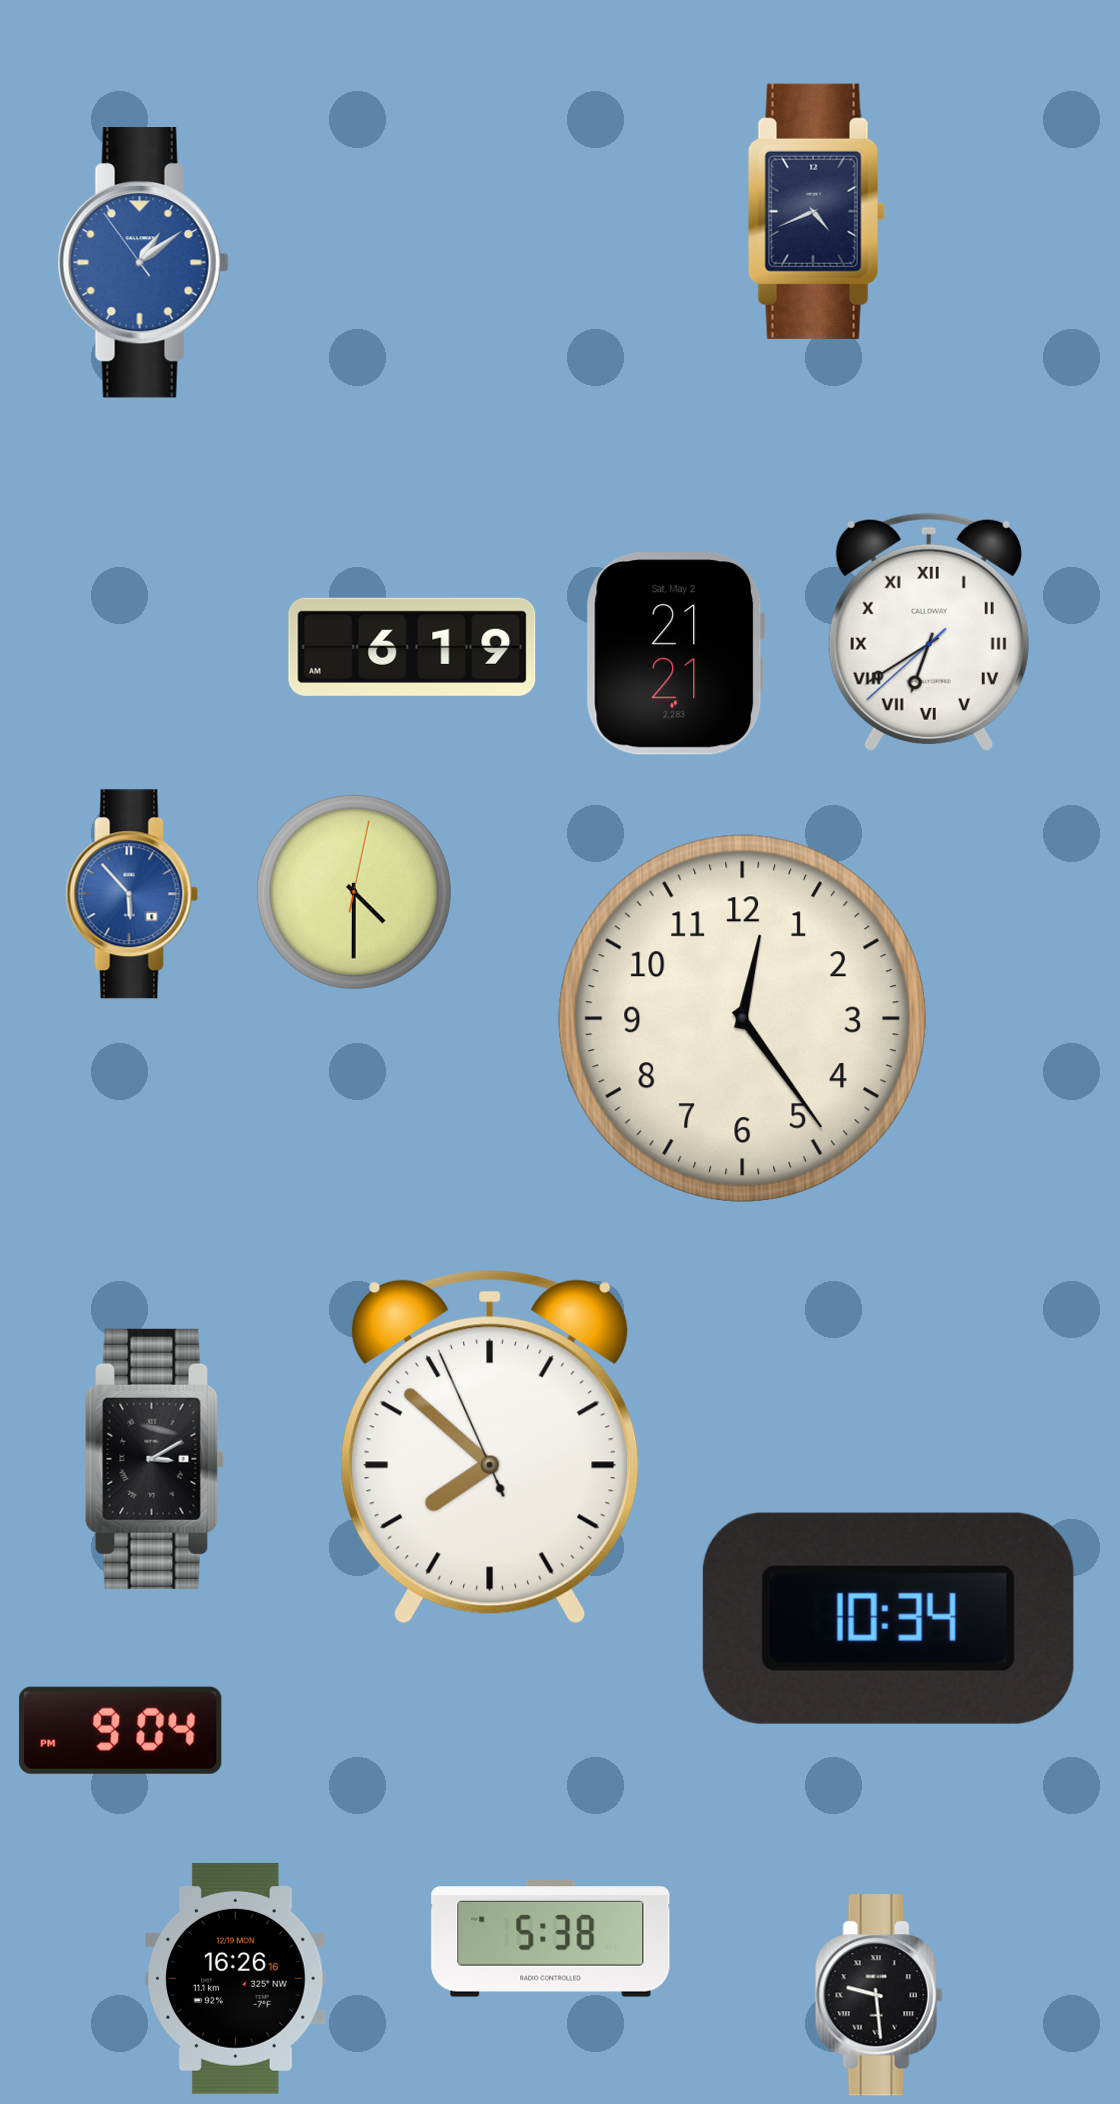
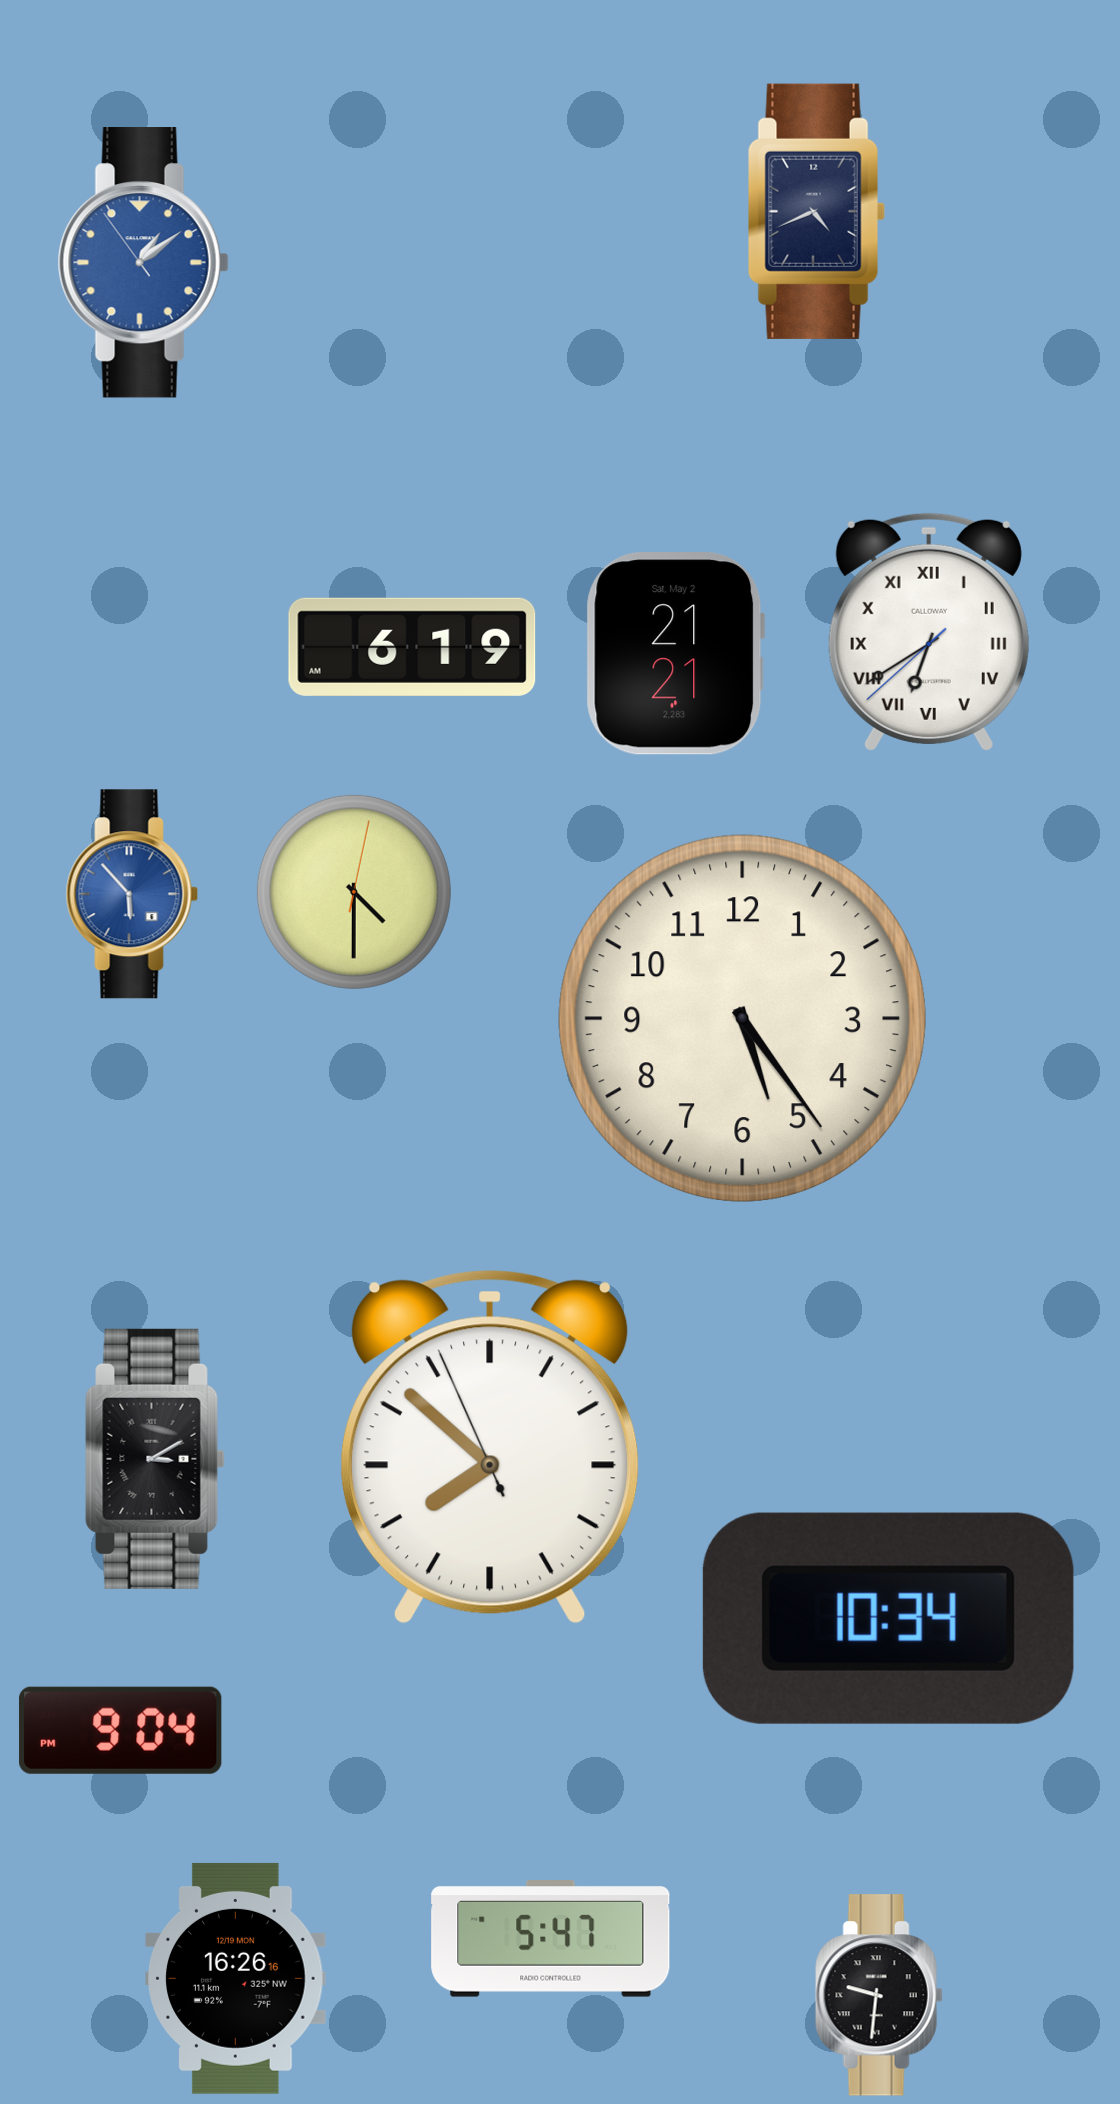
clock at (742, 1018): 12:24 -> 5:24
clock at (551, 1939): 5:38 -> 5:47
clock at (879, 1995): 9:29 -> 9:31
